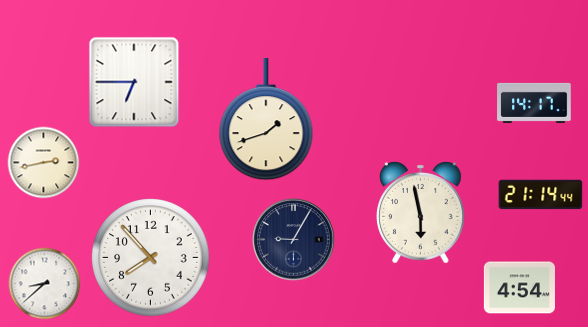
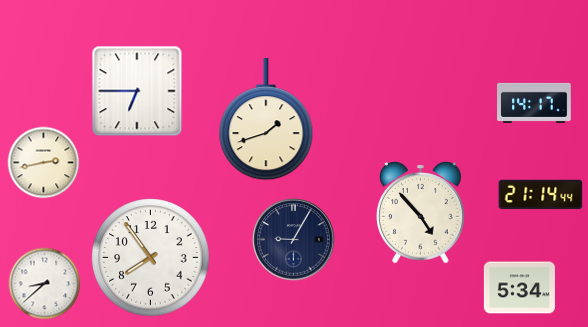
clock at (134, 82) position: (134, 82) -> (137, 91)
clock at (421, 213): 5:58 -> 4:53
clock at (151, 258): 7:53 -> 7:54
clock at (519, 288): 4:54 -> 5:34
